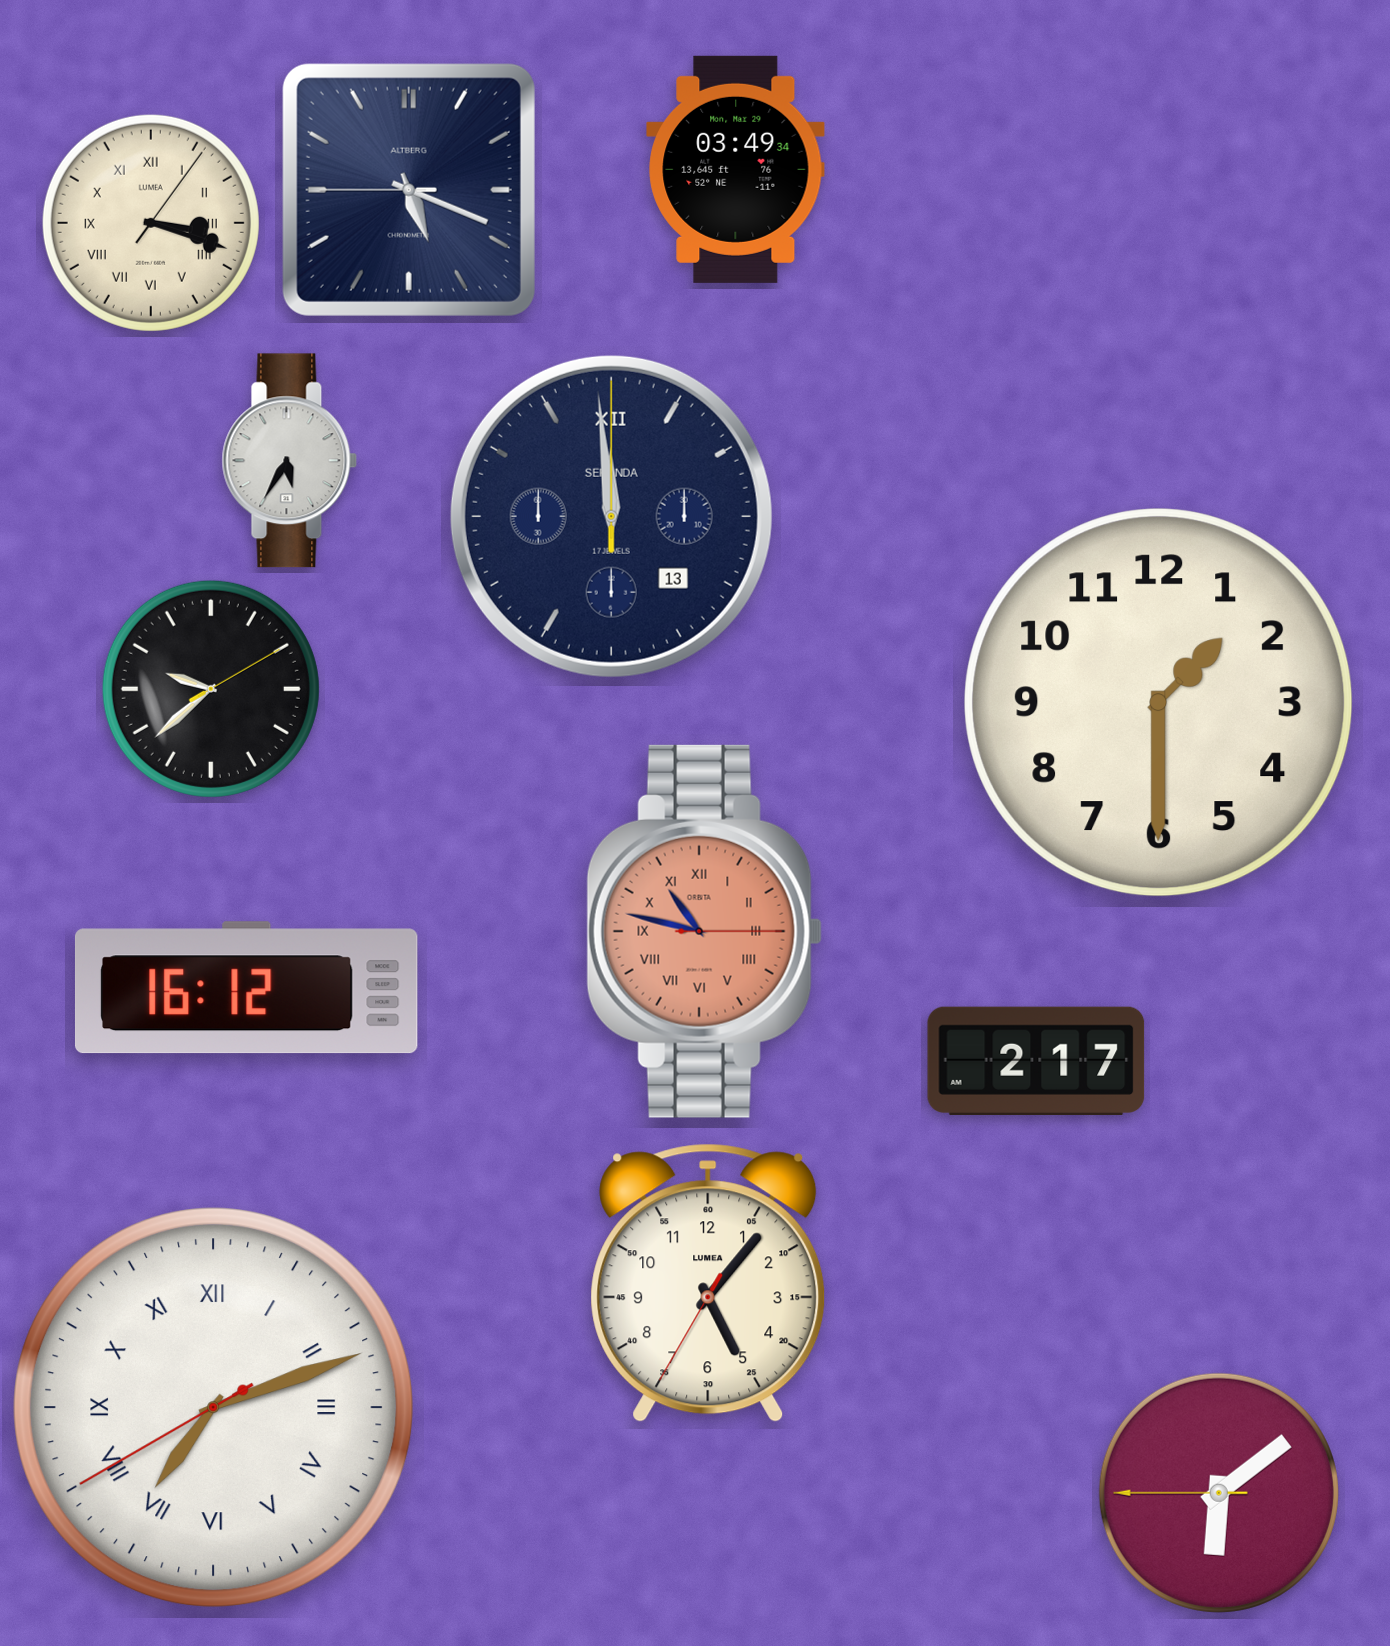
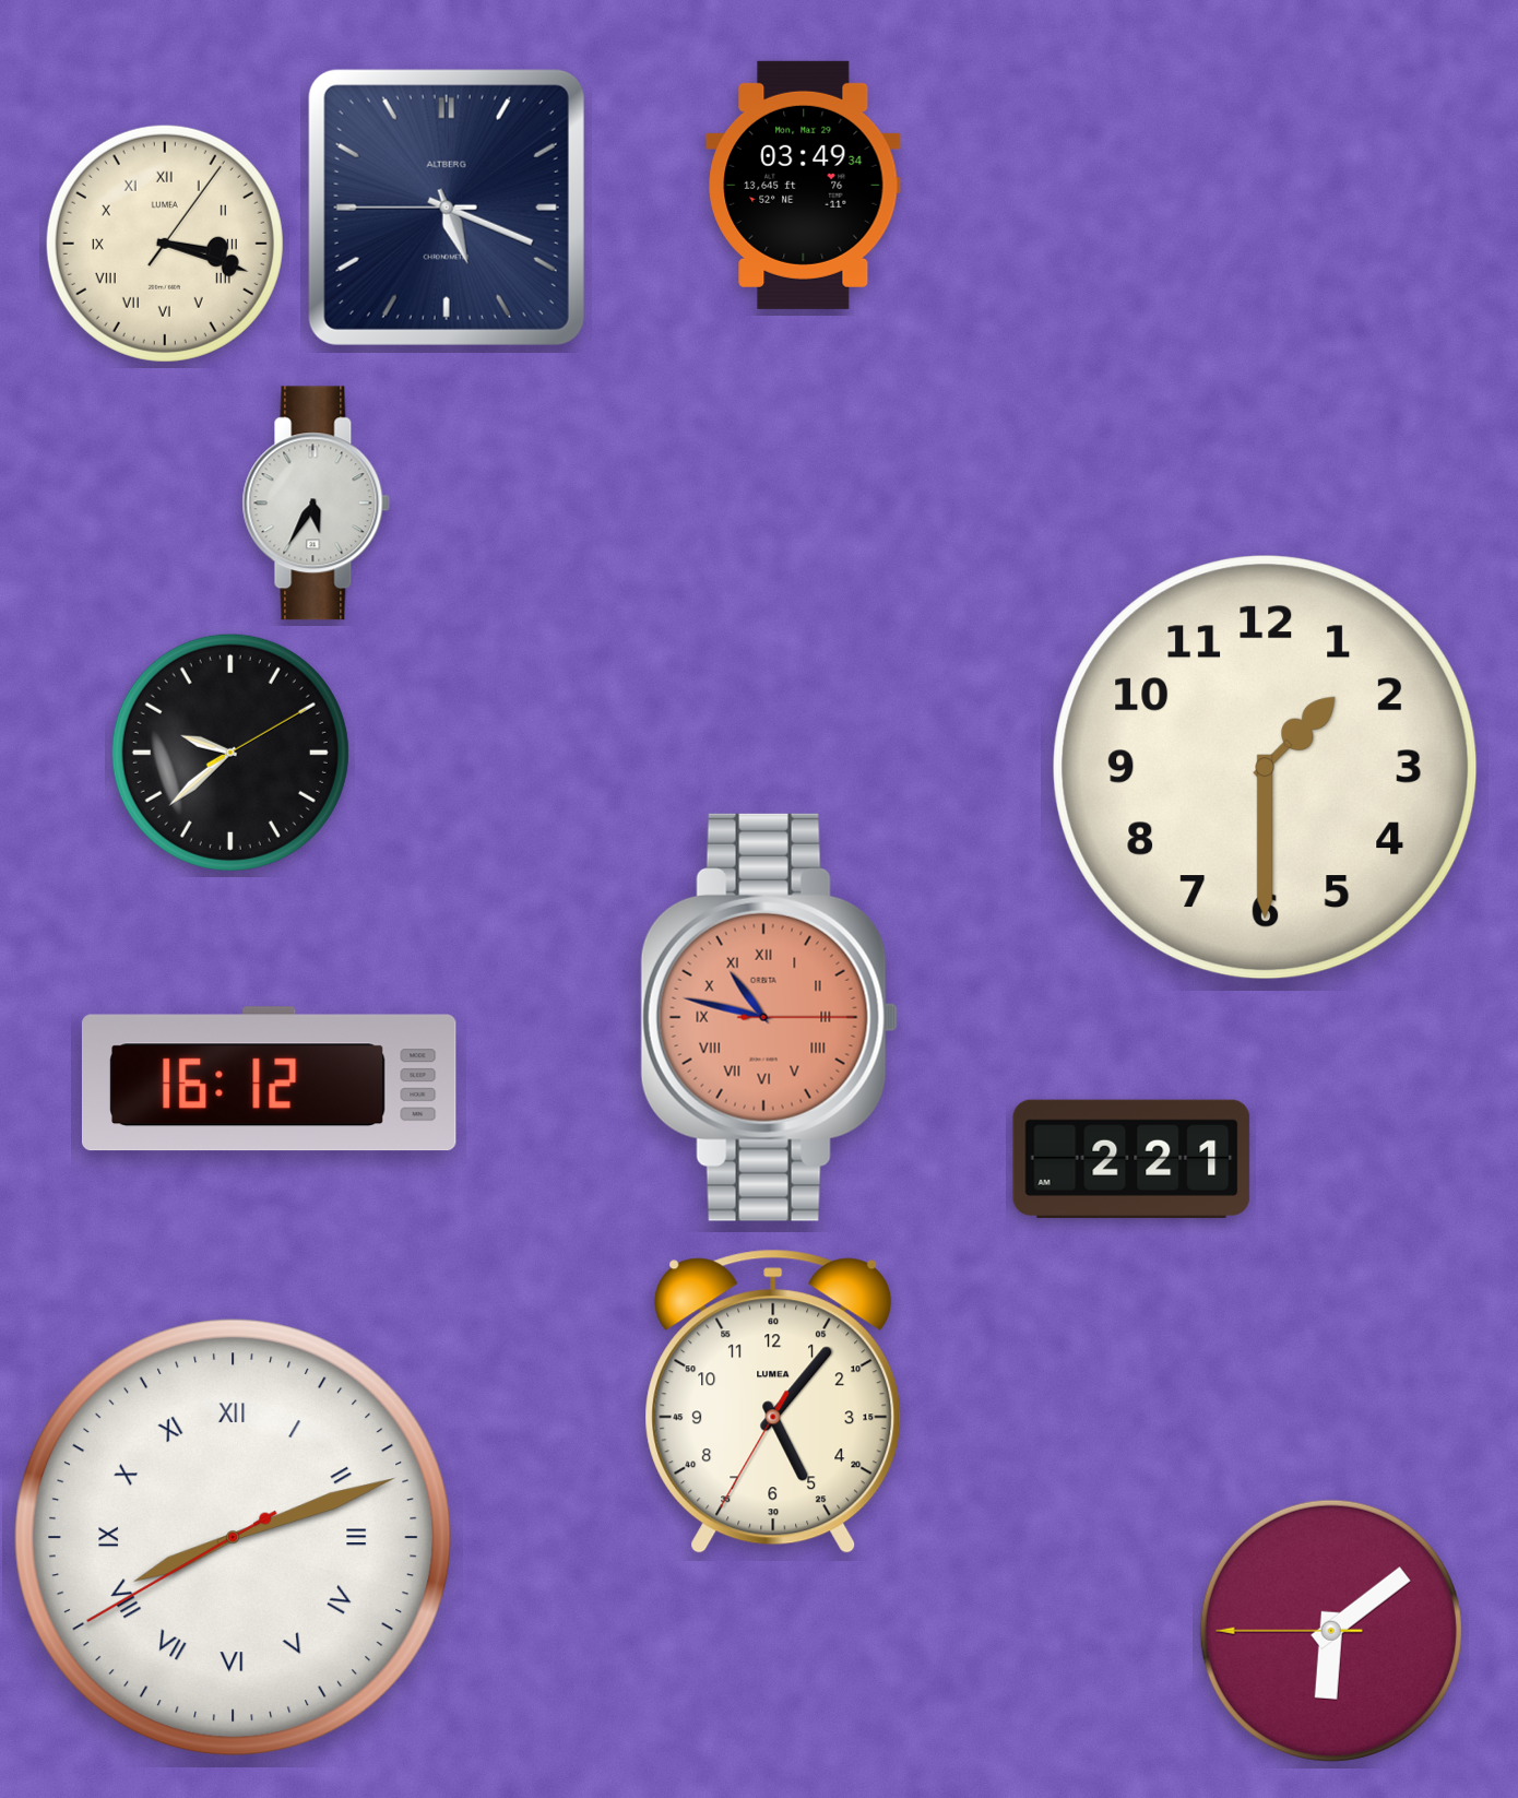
clock at (611, 516): 11:59 -> none
clock at (1036, 1061): 2:17 -> 2:21
clock at (214, 1408): 7:11 -> 8:11
